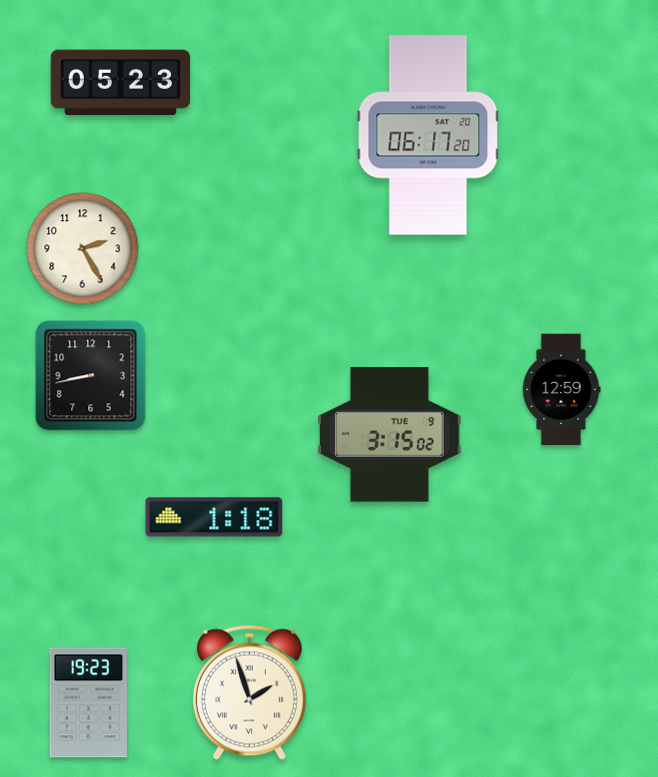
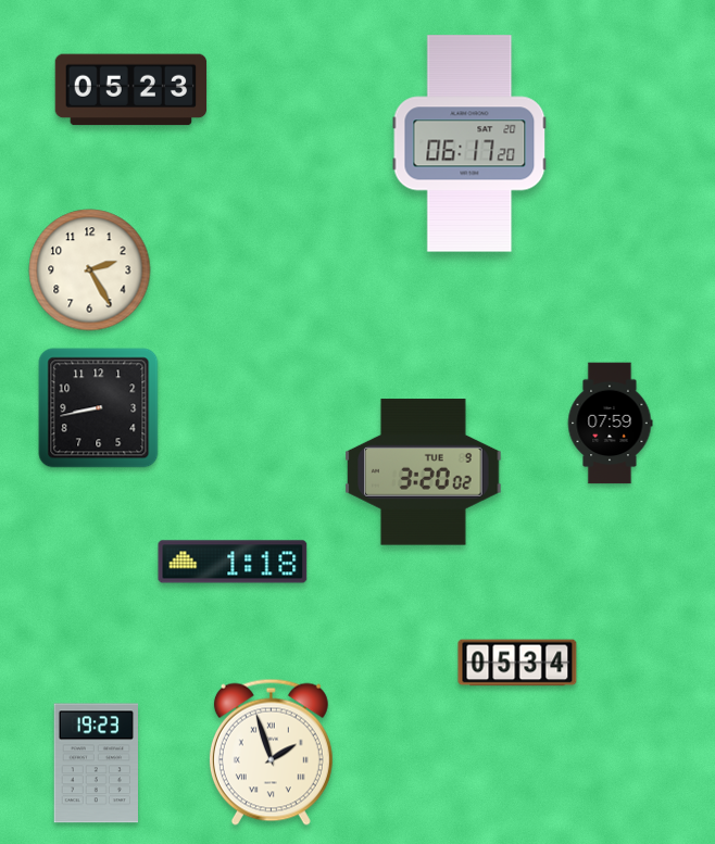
clock at (428, 135) position: (428, 135) -> (469, 143)
clock at (561, 390): 12:59 -> 07:59
clock at (390, 435): 3:15 -> 3:20
clock at (517, 663): none -> 05:34
